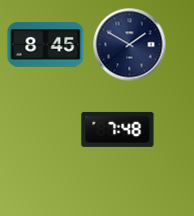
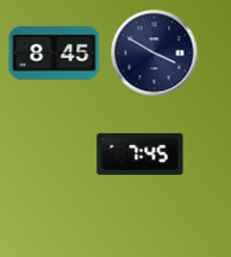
clock at (130, 45): 1:50 -> 3:50
clock at (118, 129): 7:48 -> 7:45
